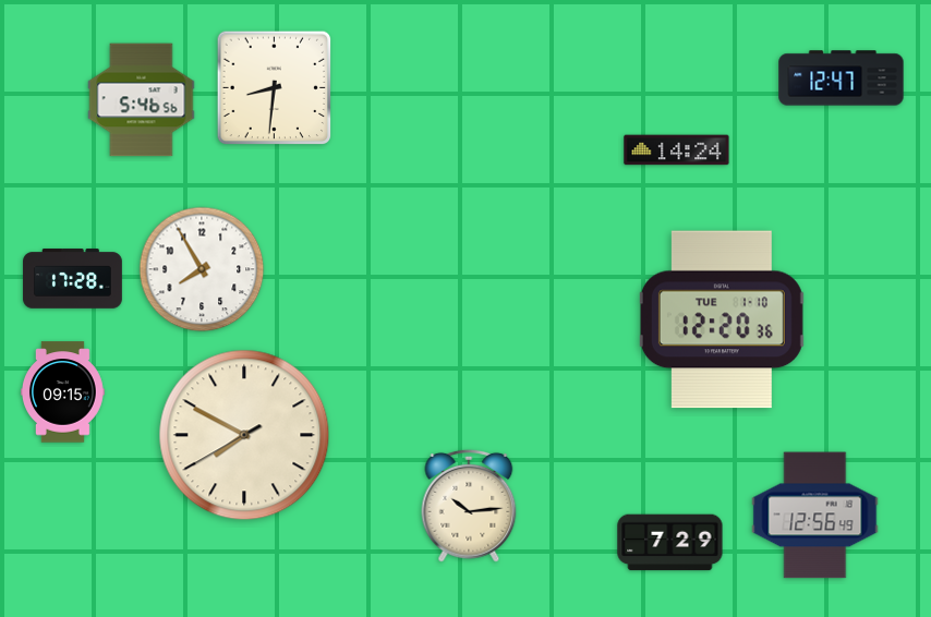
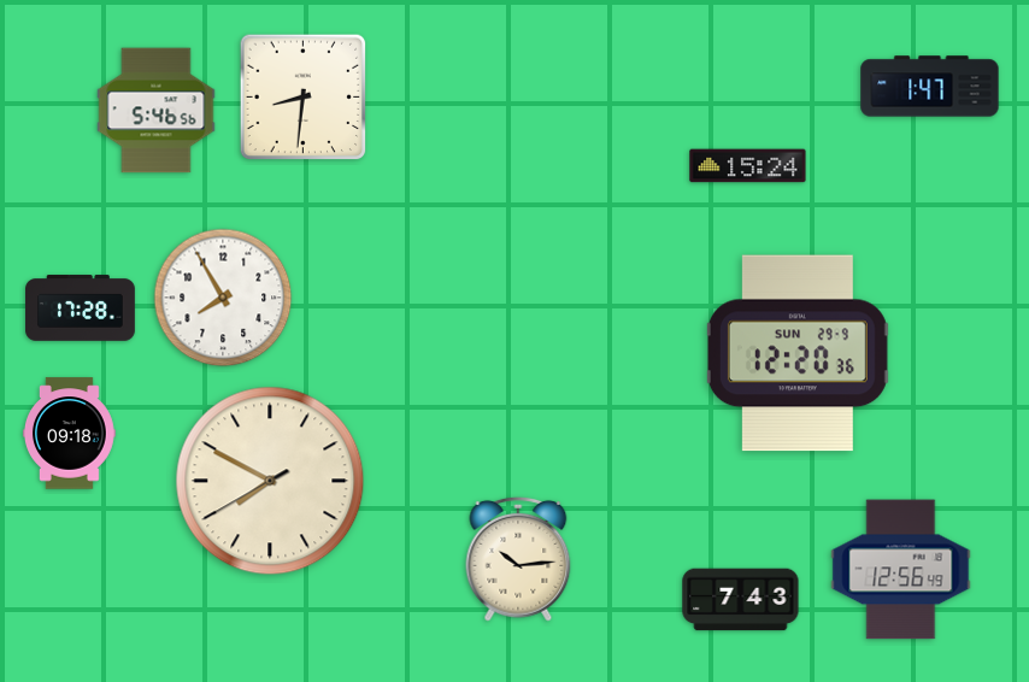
clock at (842, 78): 12:47 -> 1:47
clock at (677, 150): 14:24 -> 15:24
clock at (722, 319) date: TUE 1-10 -> SUN 29-9
clock at (62, 392): 09:15 -> 09:18
clock at (670, 543): 7:29 -> 7:43
